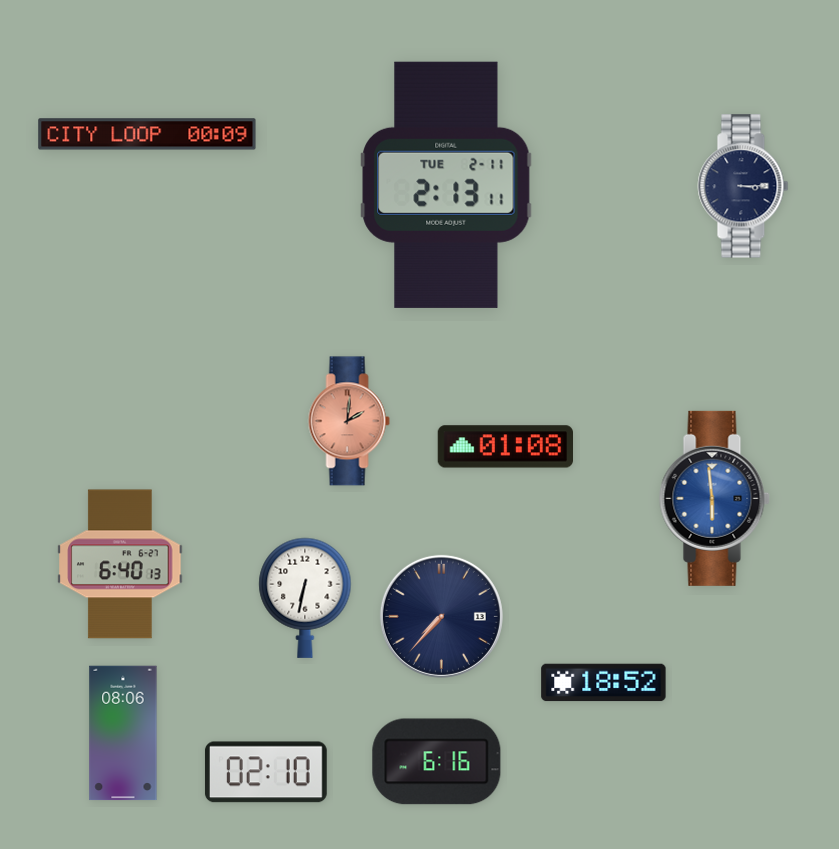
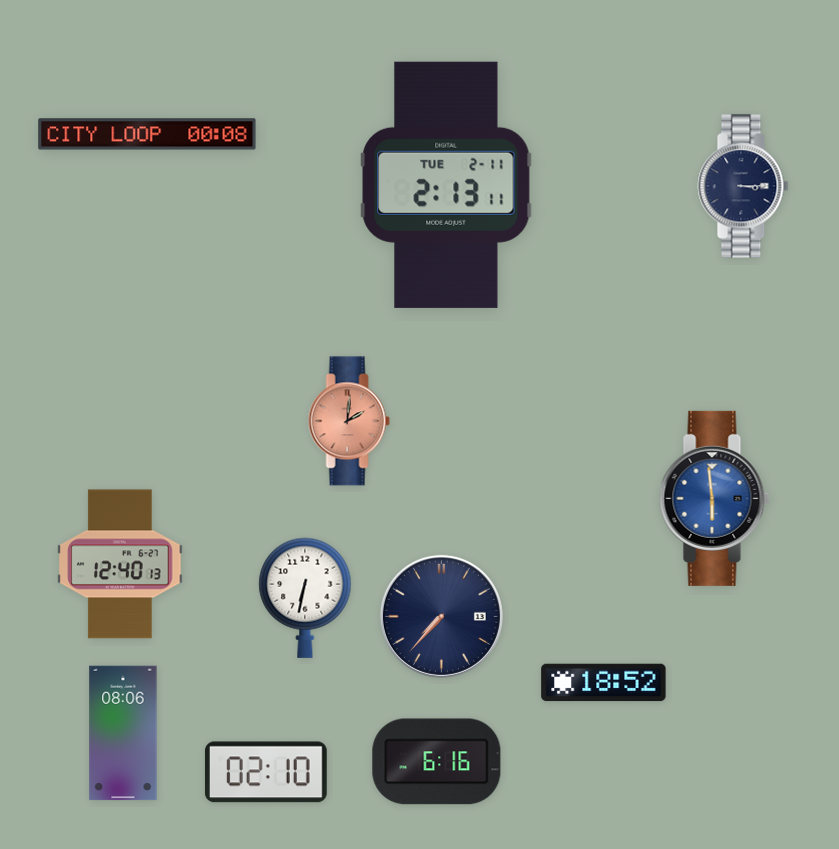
clock at (147, 134): 00:09 -> 00:08
clock at (505, 447): 01:08 -> none
clock at (120, 564): 6:40 -> 12:40
